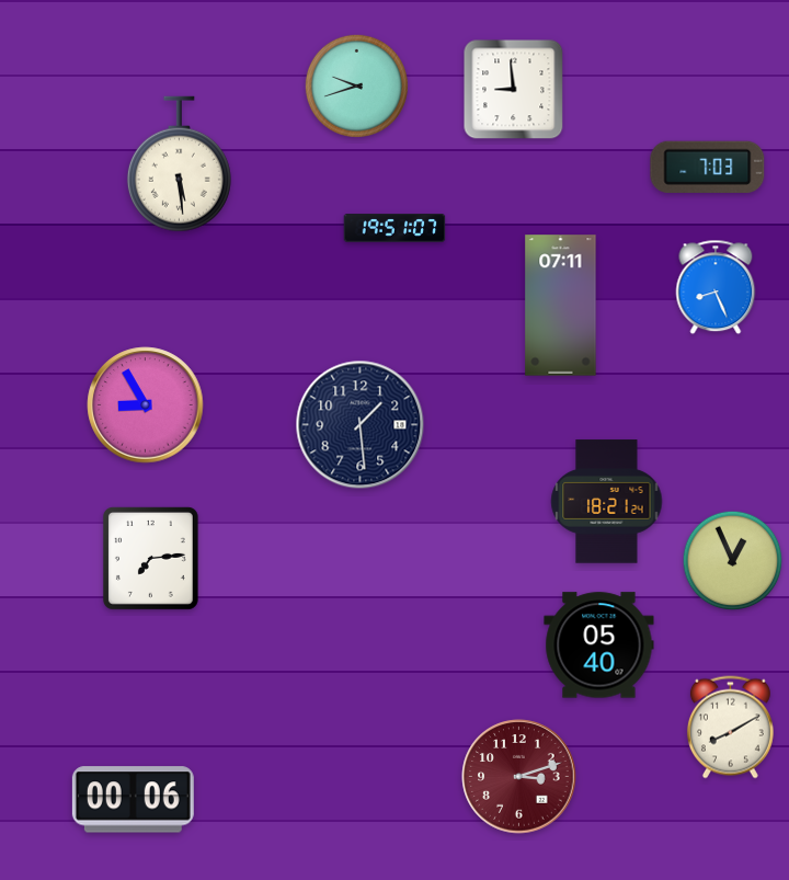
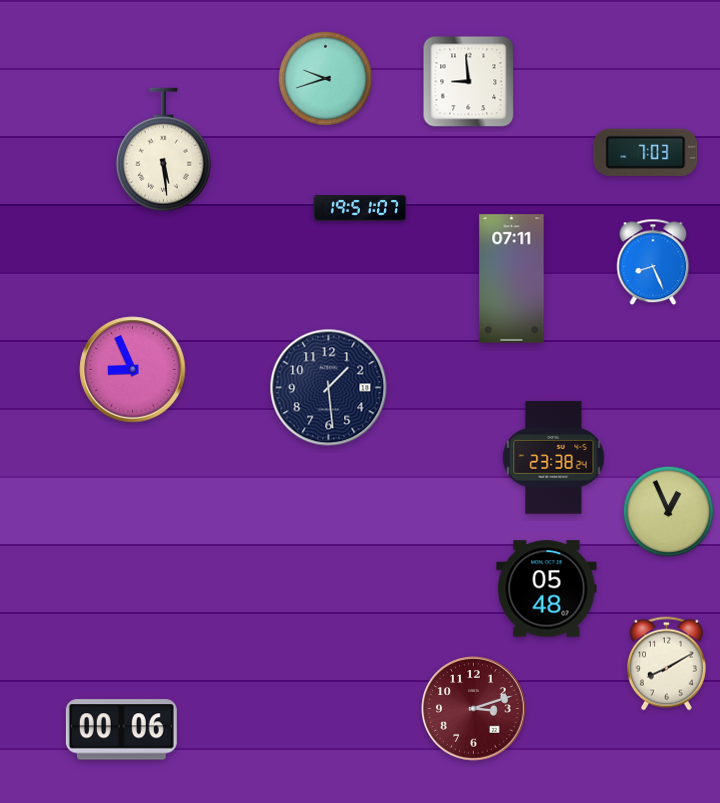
clock at (146, 405): 8:55 -> 8:56
clock at (607, 502): 18:21 -> 23:38
clock at (150, 558): 7:14 -> none
clock at (599, 645): 05:40 -> 05:48
